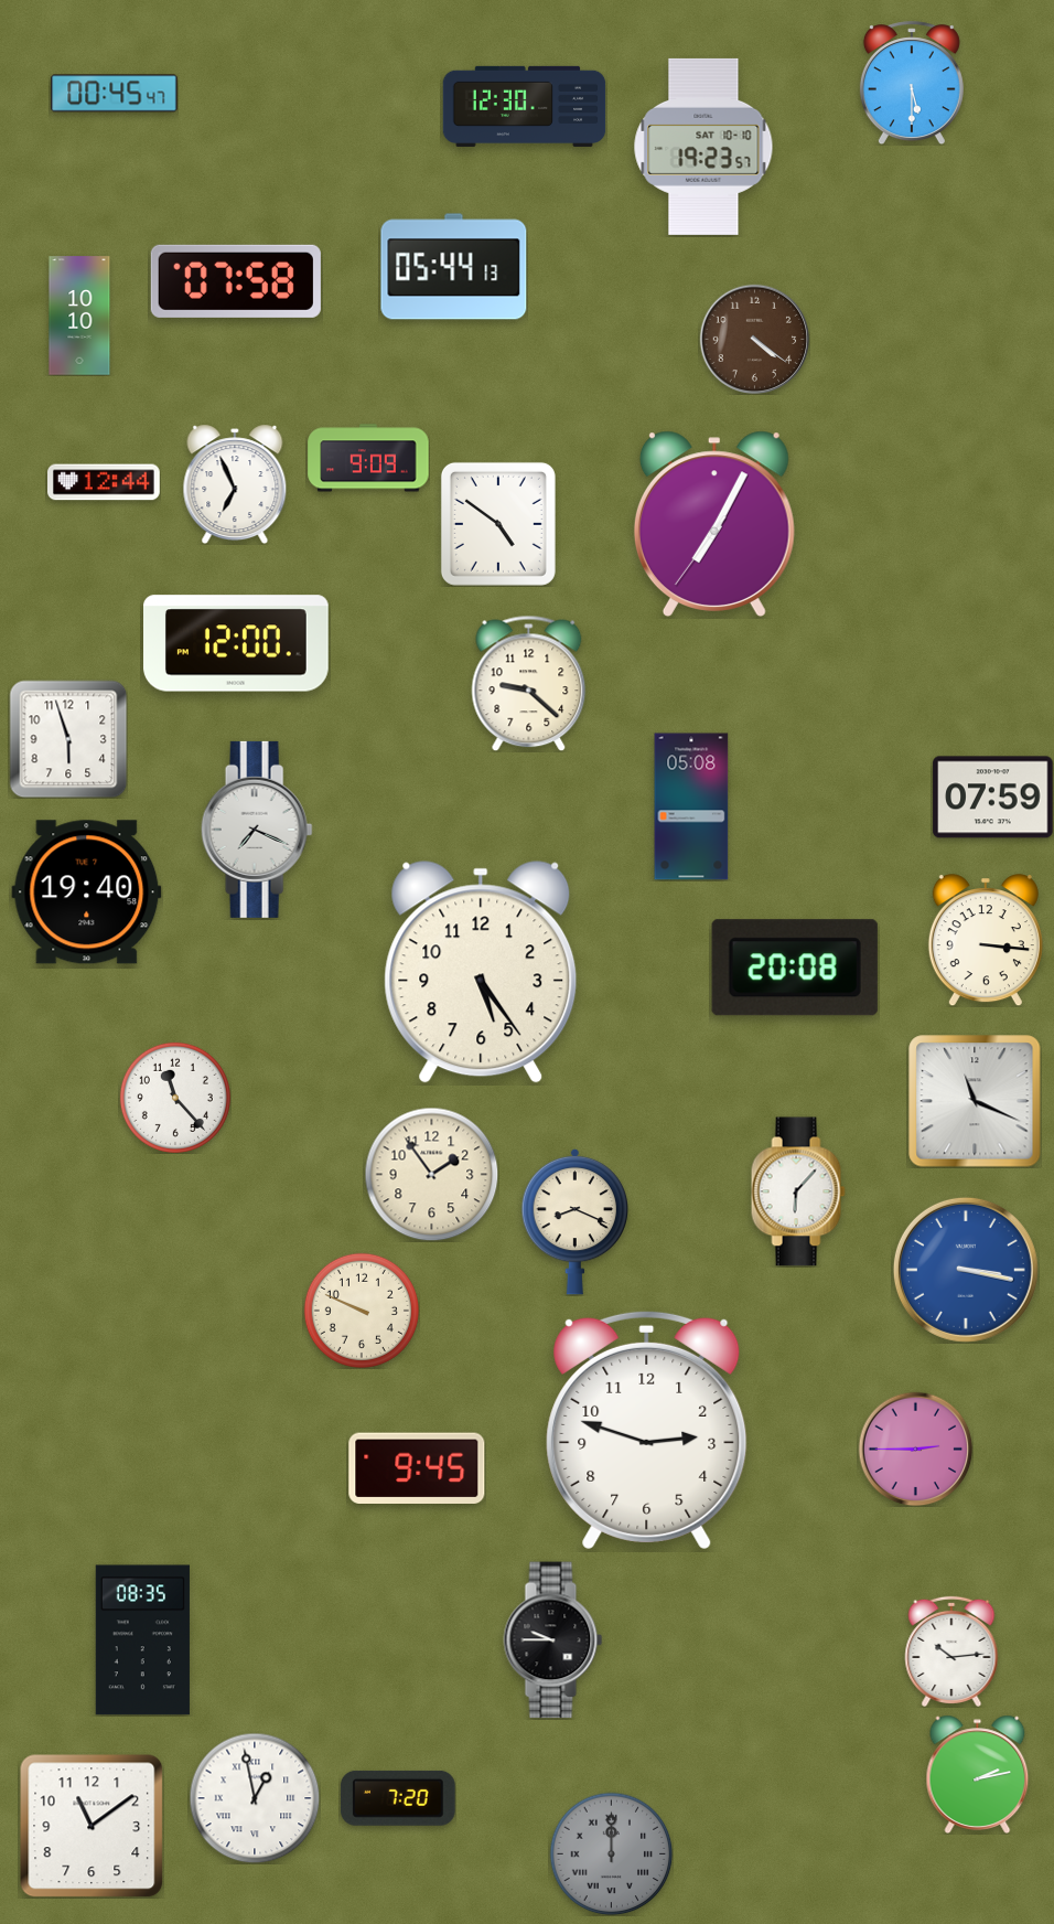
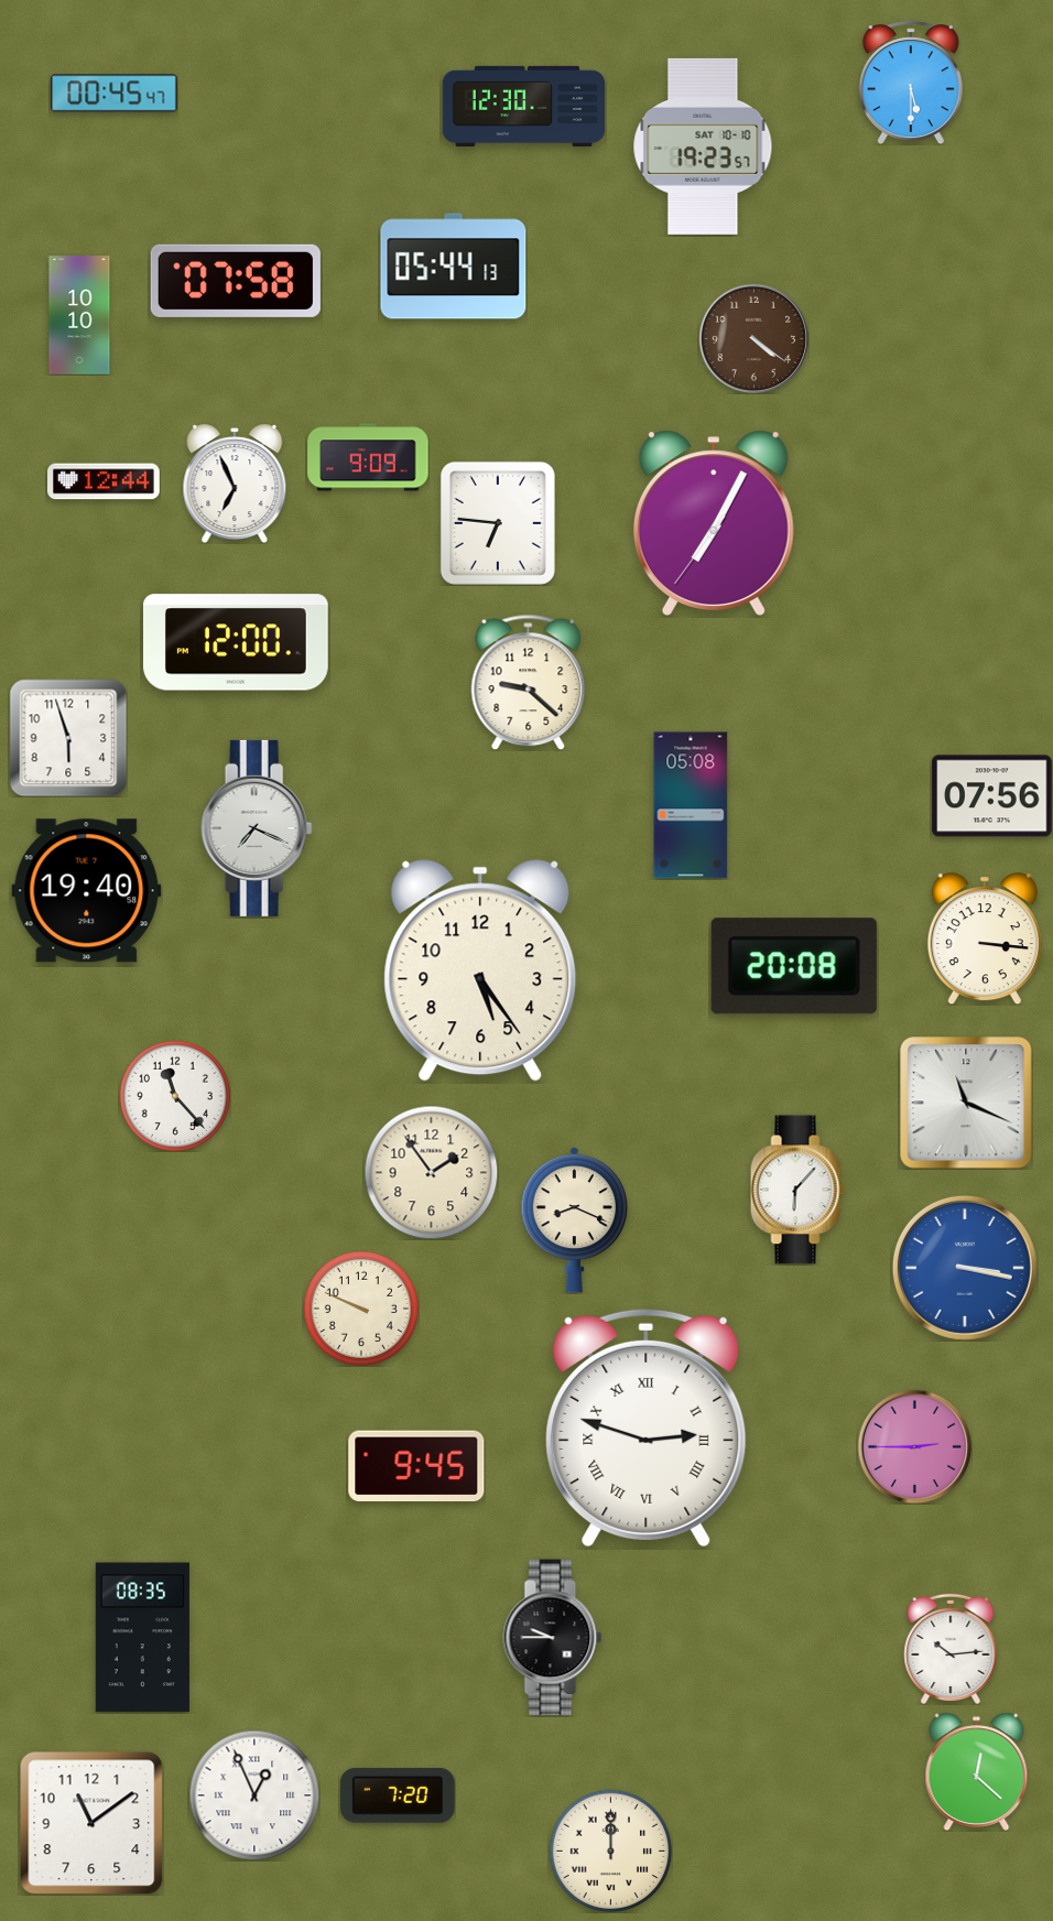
clock at (498, 524): 4:51 -> 6:46
clock at (993, 798): 07:59 -> 07:56
clock at (975, 1101) position: (975, 1101) -> (966, 1103)
clock at (647, 1430) numerals: Arabic -> Roman
clock at (978, 1774): 2:13 -> 12:22
clock at (255, 1798): 12:58 -> 12:56
clock at (611, 1853) dial: grey -> cream
